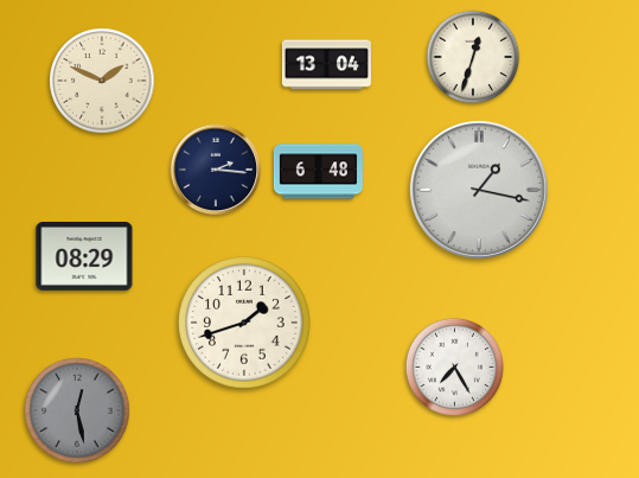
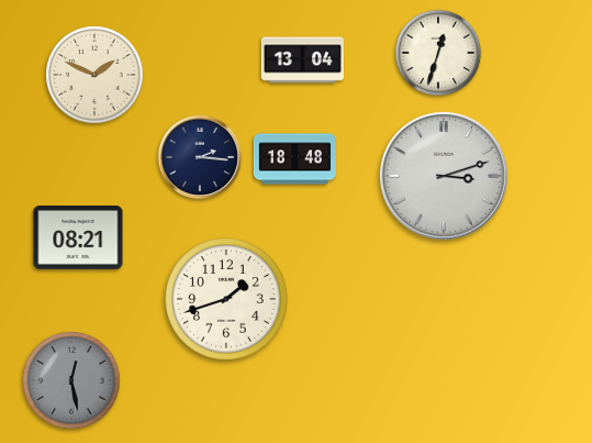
clock at (318, 172): 6:48 -> 18:48
clock at (479, 190): 1:17 -> 3:12
clock at (84, 257): 08:29 -> 08:21
clock at (454, 367): 7:25 -> none
